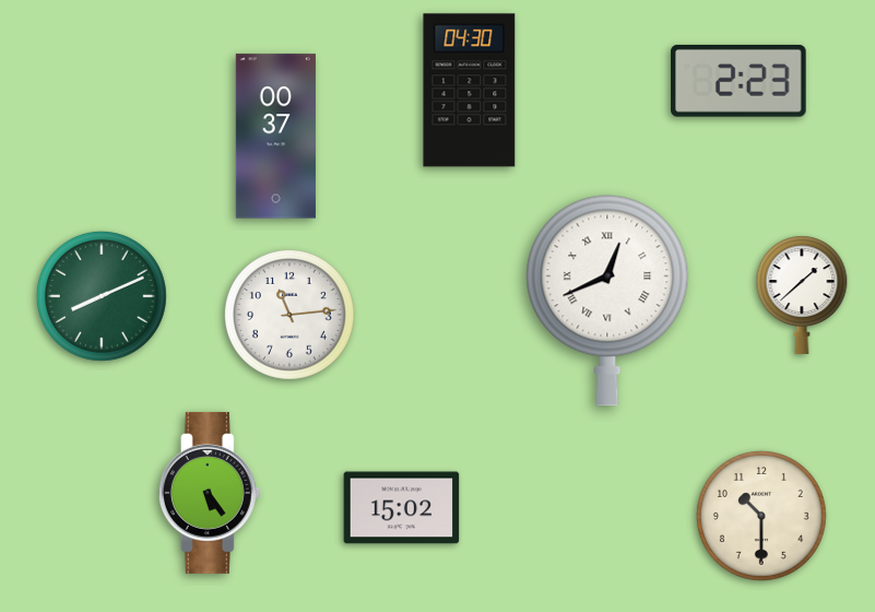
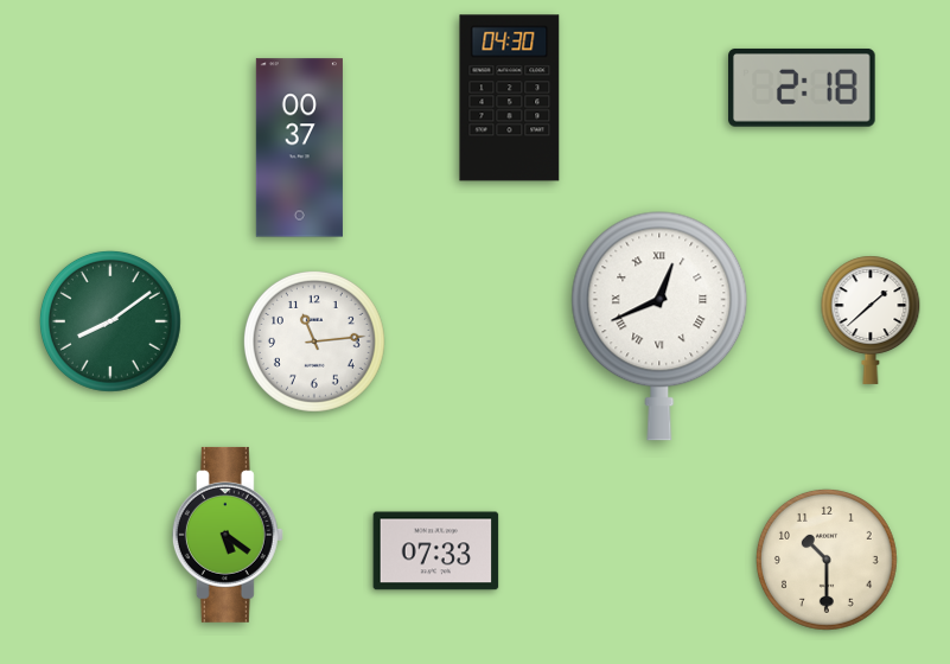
clock at (738, 81): 2:23 -> 2:18
clock at (102, 296): 8:11 -> 8:09
clock at (210, 493): 5:24 -> 5:21
clock at (402, 508): 15:02 -> 07:33
